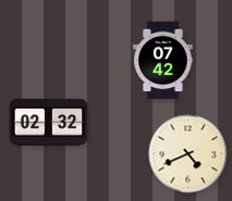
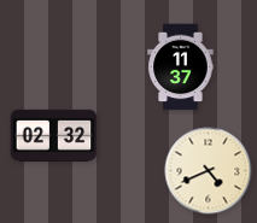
clock at (163, 61): 07:42 -> 11:37
